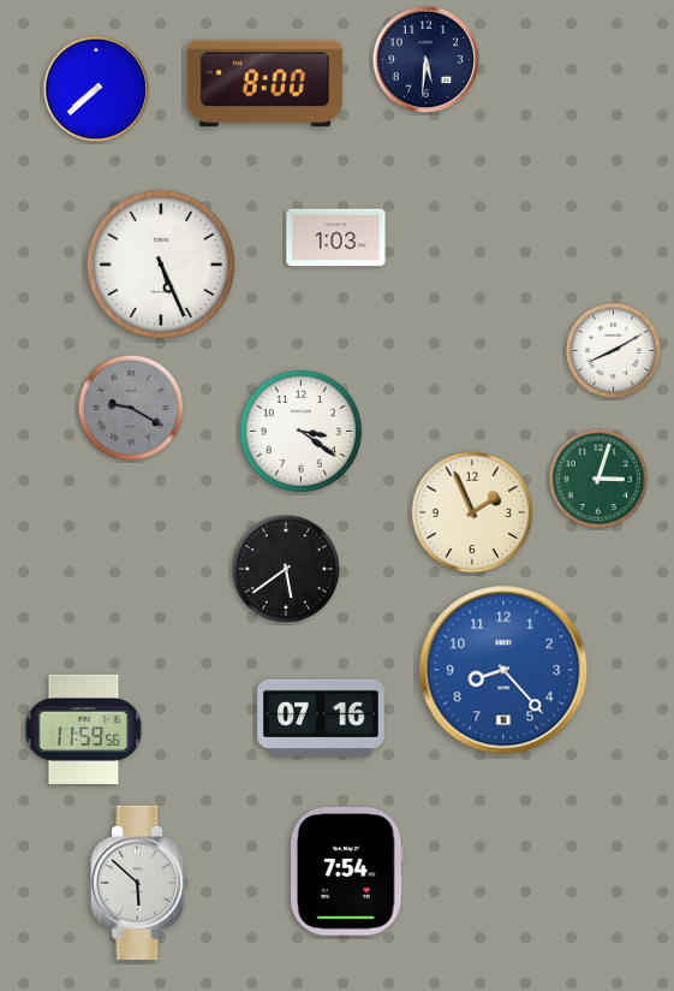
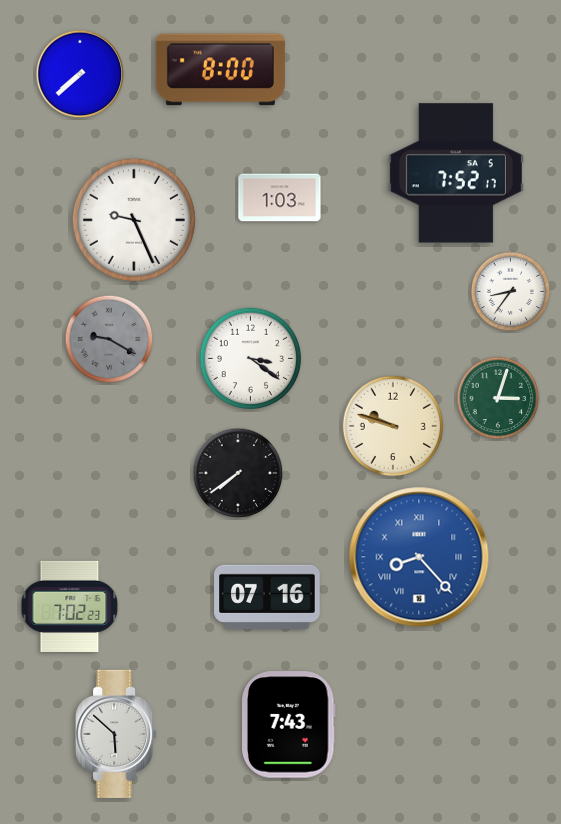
clock at (427, 60): 5:31 -> none
clock at (456, 173): none -> 7:52
clock at (161, 265): 5:26 -> 9:26
clock at (614, 351): 8:10 -> 8:36
clock at (472, 512): 1:56 -> 9:48
clock at (286, 569): 5:39 -> 7:39
clock at (503, 670) numerals: Arabic -> Roman
clock at (84, 729): 11:59 -> 7:02
clock at (347, 872): 7:54 -> 7:43
